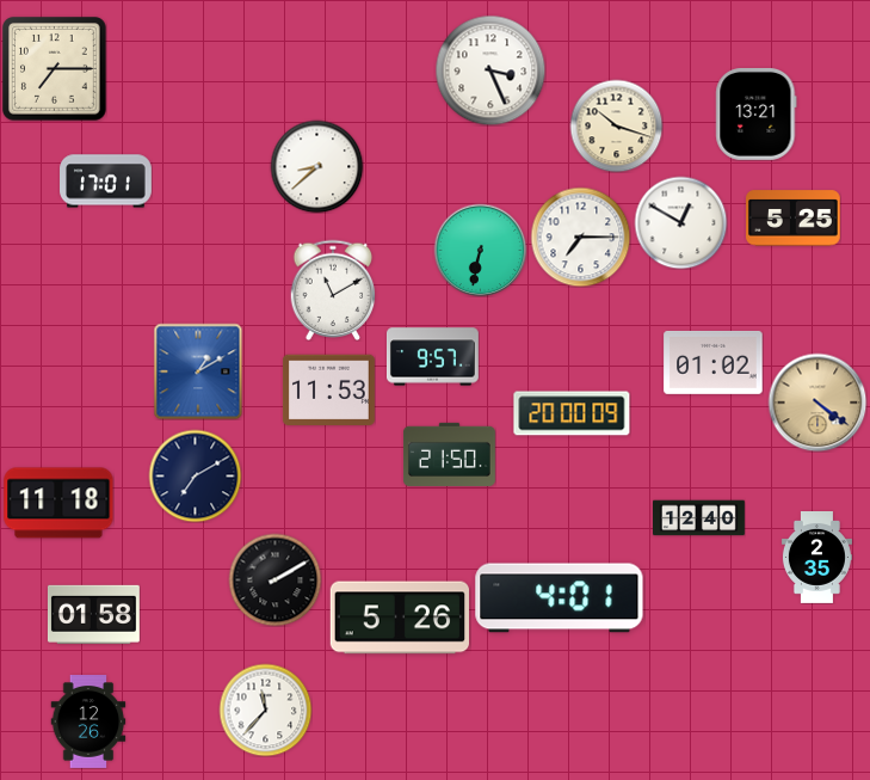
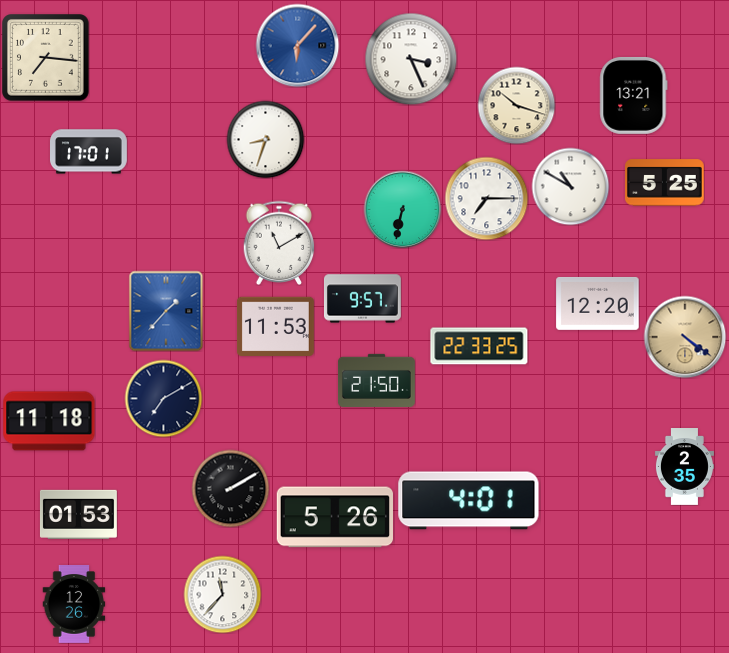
clock at (297, 45): none -> 6:07
clock at (55, 69): 7:15 -> 7:16
clock at (316, 166): 8:38 -> 8:33
clock at (680, 222): 12:50 -> 10:50
clock at (714, 362): 01:02 -> 12:20
clock at (198, 371): 1:10 -> 1:37
clock at (572, 413): 20:00 -> 22:33
clock at (699, 518): 12:40 -> none
clock at (274, 579) position: (274, 579) -> (230, 488)
clock at (93, 614): 01:58 -> 01:53
